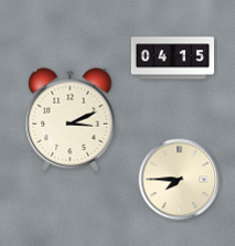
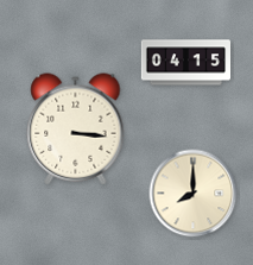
clock at (71, 120): 3:11 -> 3:16
clock at (180, 180): 7:45 -> 8:00
